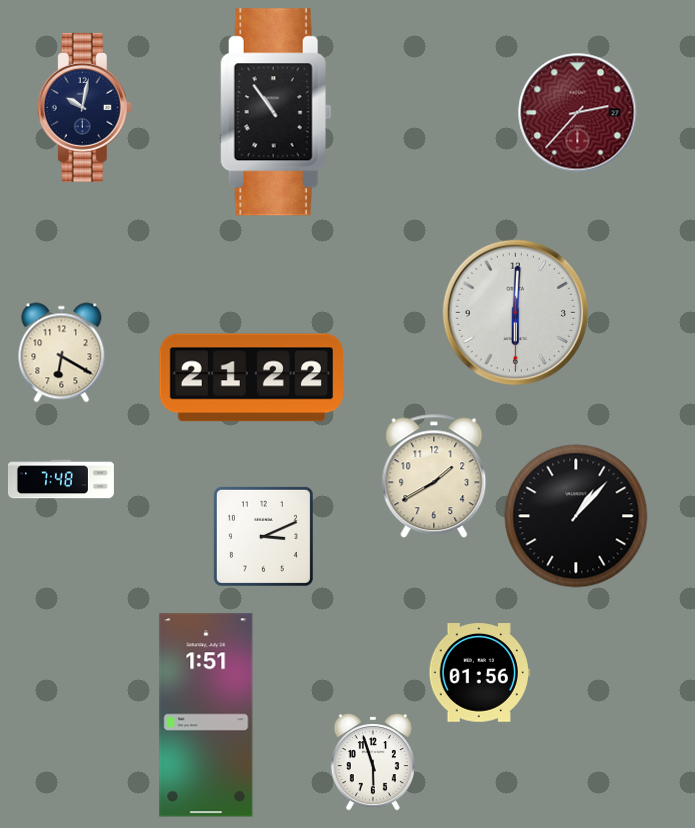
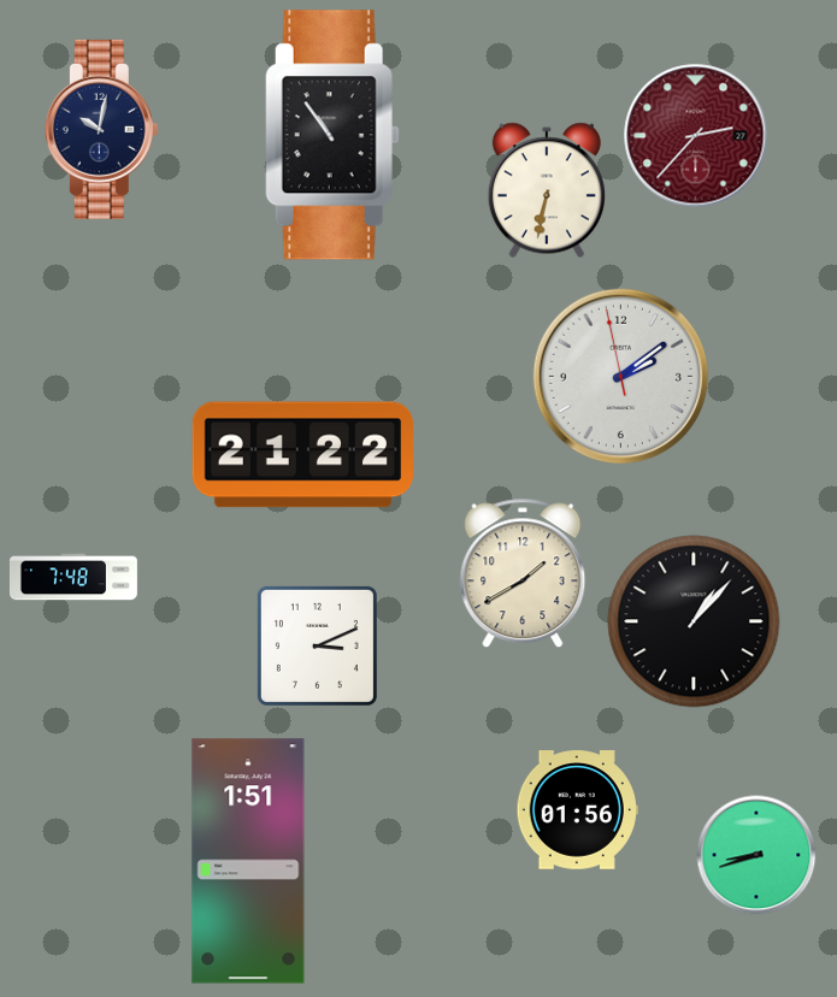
clock at (547, 190): none -> 6:32
clock at (515, 312): 6:00 -> 2:08
clock at (62, 353): 6:20 -> none
clock at (756, 855): none -> 8:42
clock at (373, 762): 5:57 -> none
